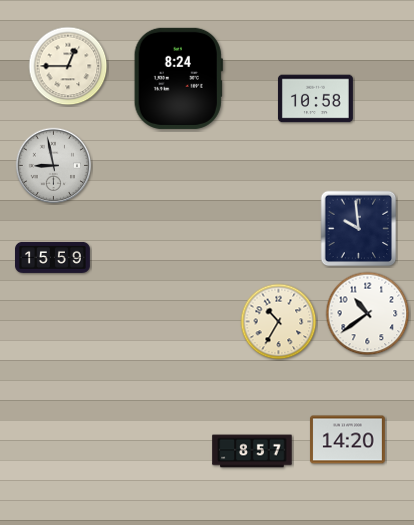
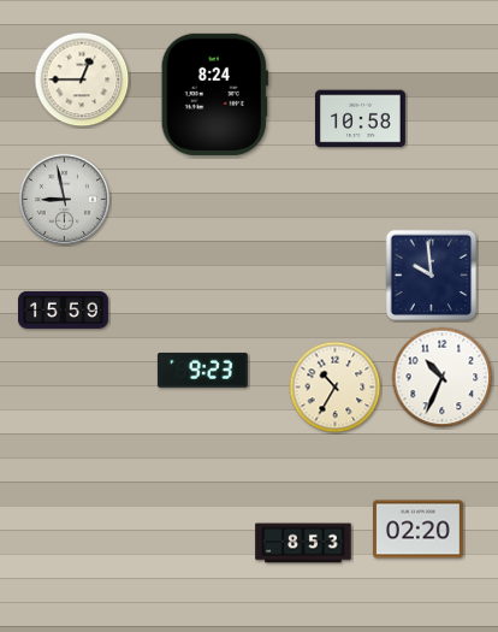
clock at (315, 99) position: (315, 99) -> (360, 119)
clock at (202, 371): none -> 9:23
clock at (368, 314): 10:39 -> 10:34
clock at (347, 440): 14:20 -> 02:20
clock at (252, 451): 8:57 -> 8:53
